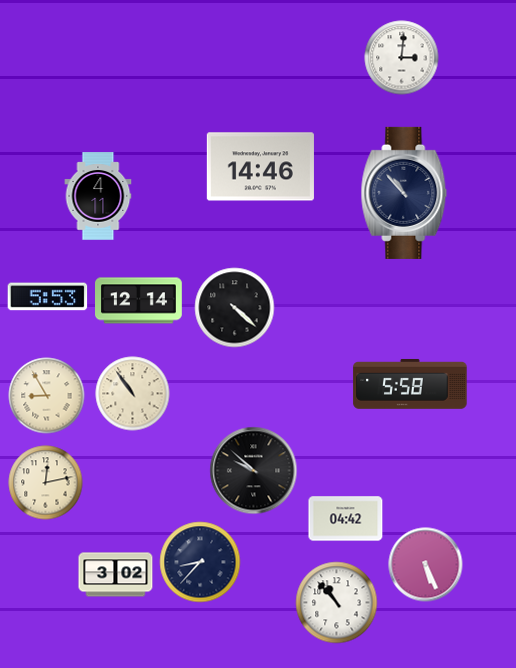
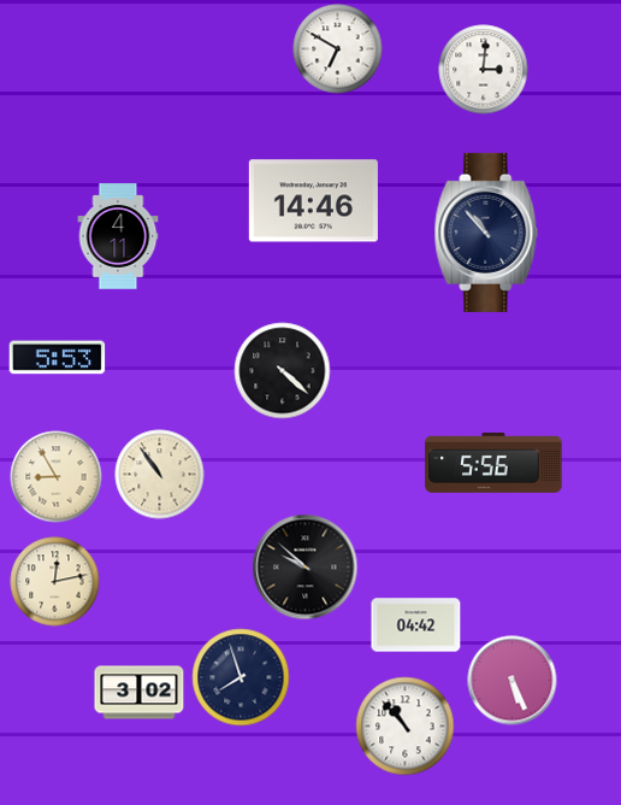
clock at (338, 49): none -> 6:50
clock at (139, 301): 12:14 -> none
clock at (410, 384): 5:58 -> 5:56
clock at (200, 562): 8:37 -> 7:57
